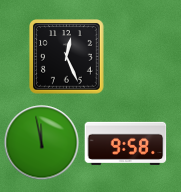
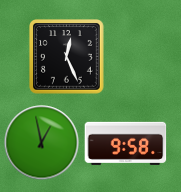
clock at (42, 143): 11:58 -> 12:58
